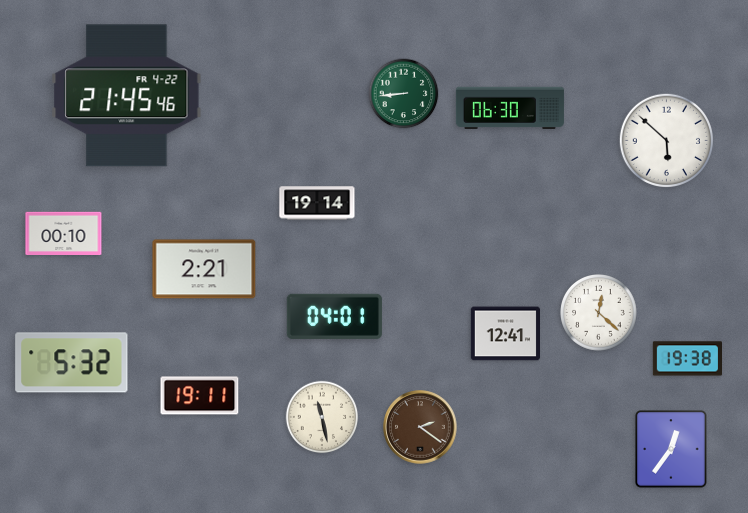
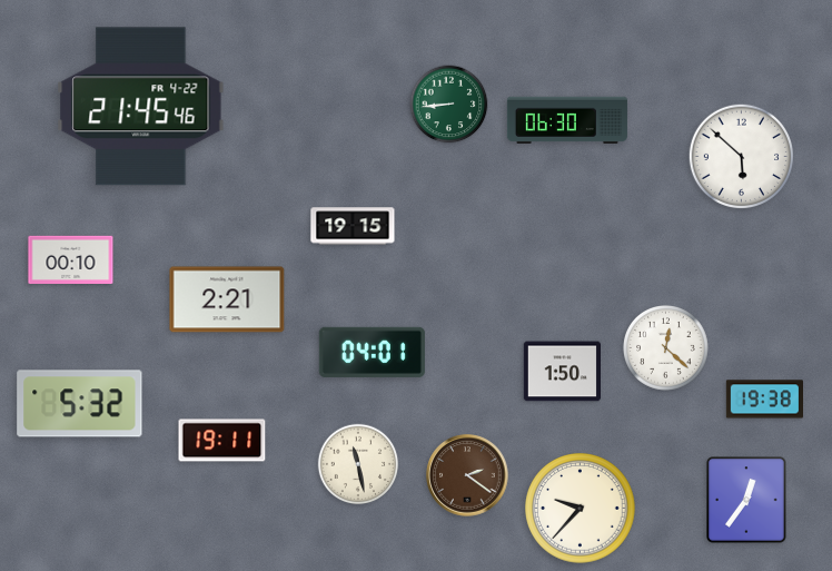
clock at (317, 203): 19:14 -> 19:15
clock at (505, 334): 12:41 -> 1:50
clock at (581, 509): none -> 9:37
